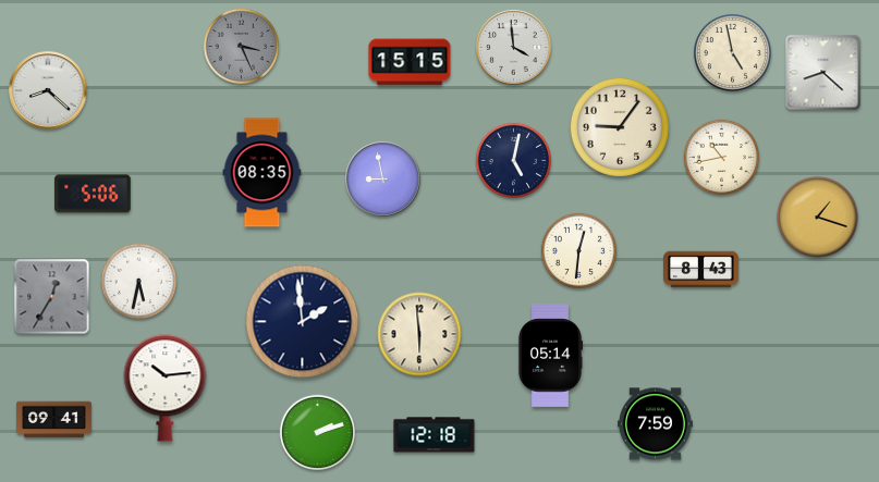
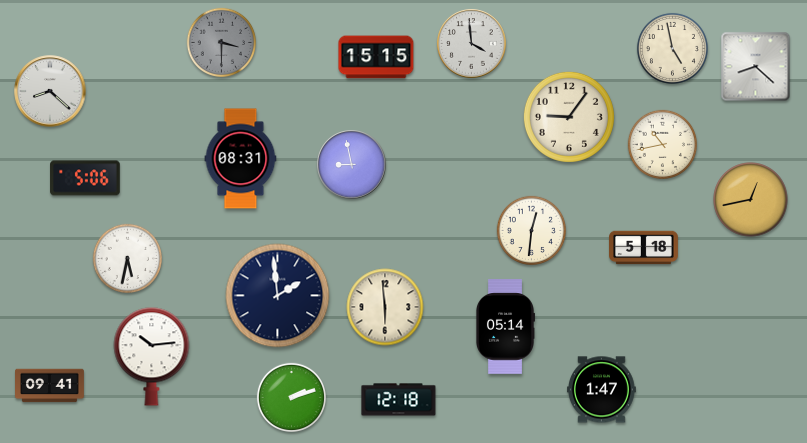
clock at (241, 46): 3:26 -> 3:30
clock at (48, 90) position: (48, 90) -> (50, 91)
clock at (513, 160): 5:02 -> none
clock at (263, 173): 08:35 -> 08:31
clock at (818, 218): 1:18 -> 12:43
clock at (701, 270): 8:43 -> 5:18
clock at (52, 297): 12:35 -> none
clock at (655, 424): 7:59 -> 1:47
